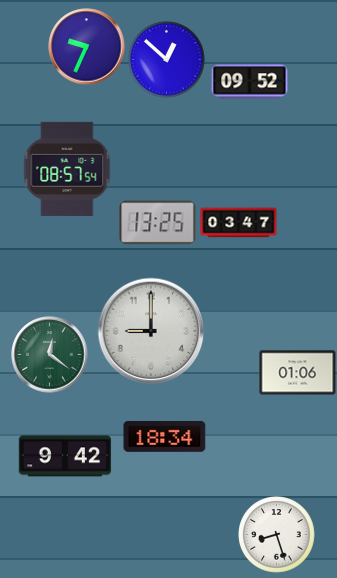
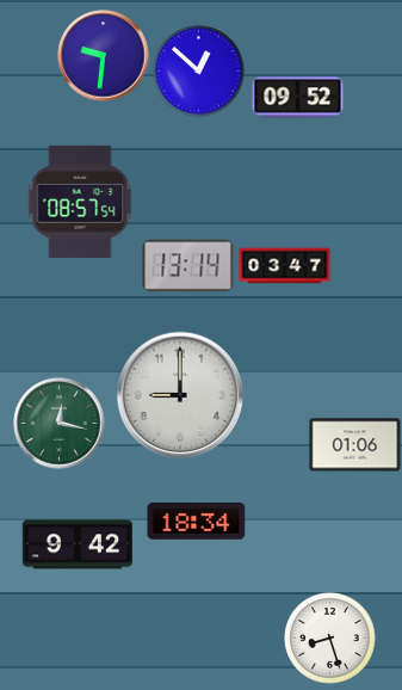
clock at (87, 47): 9:34 -> 9:31
clock at (158, 223): 13:25 -> 13:14
clock at (50, 355): 12:21 -> 12:17
